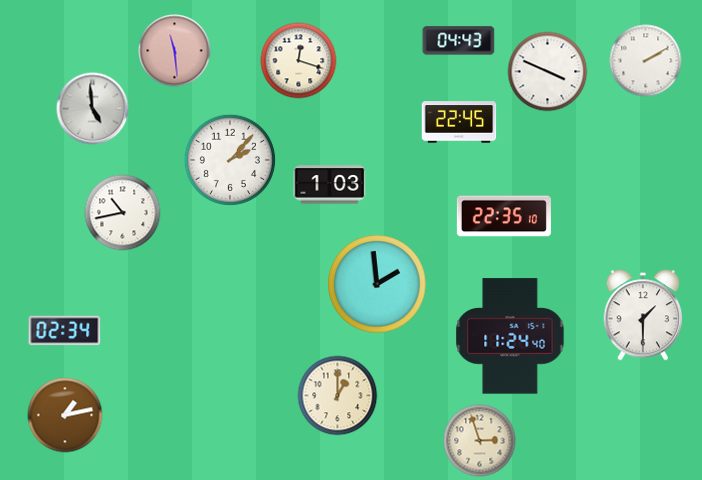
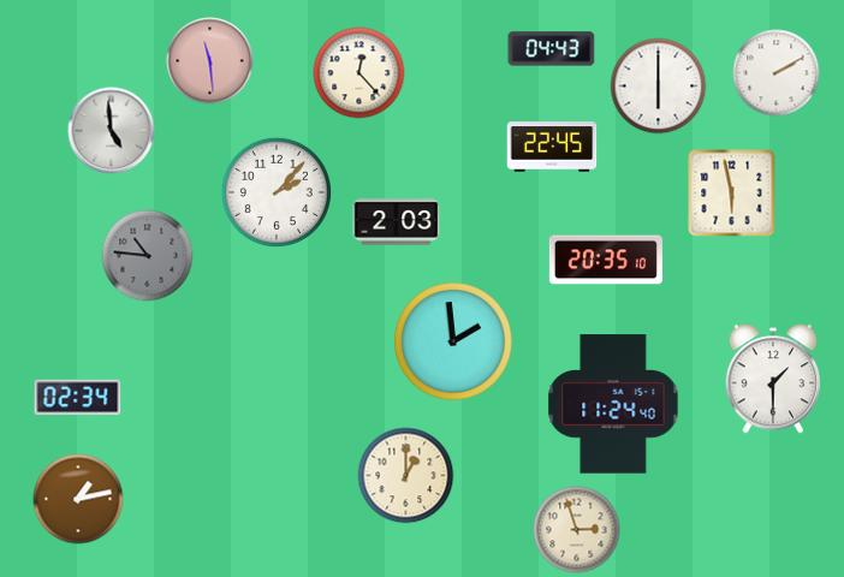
clock at (299, 61): 12:18 -> 12:23
clock at (548, 72): 3:49 -> 6:00
clock at (732, 194): none -> 5:58
clock at (330, 185): 1:03 -> 2:03
clock at (123, 213): 10:43 -> 10:46
clock at (123, 213) dial: white -> grey
clock at (504, 216): 22:35 -> 20:35
